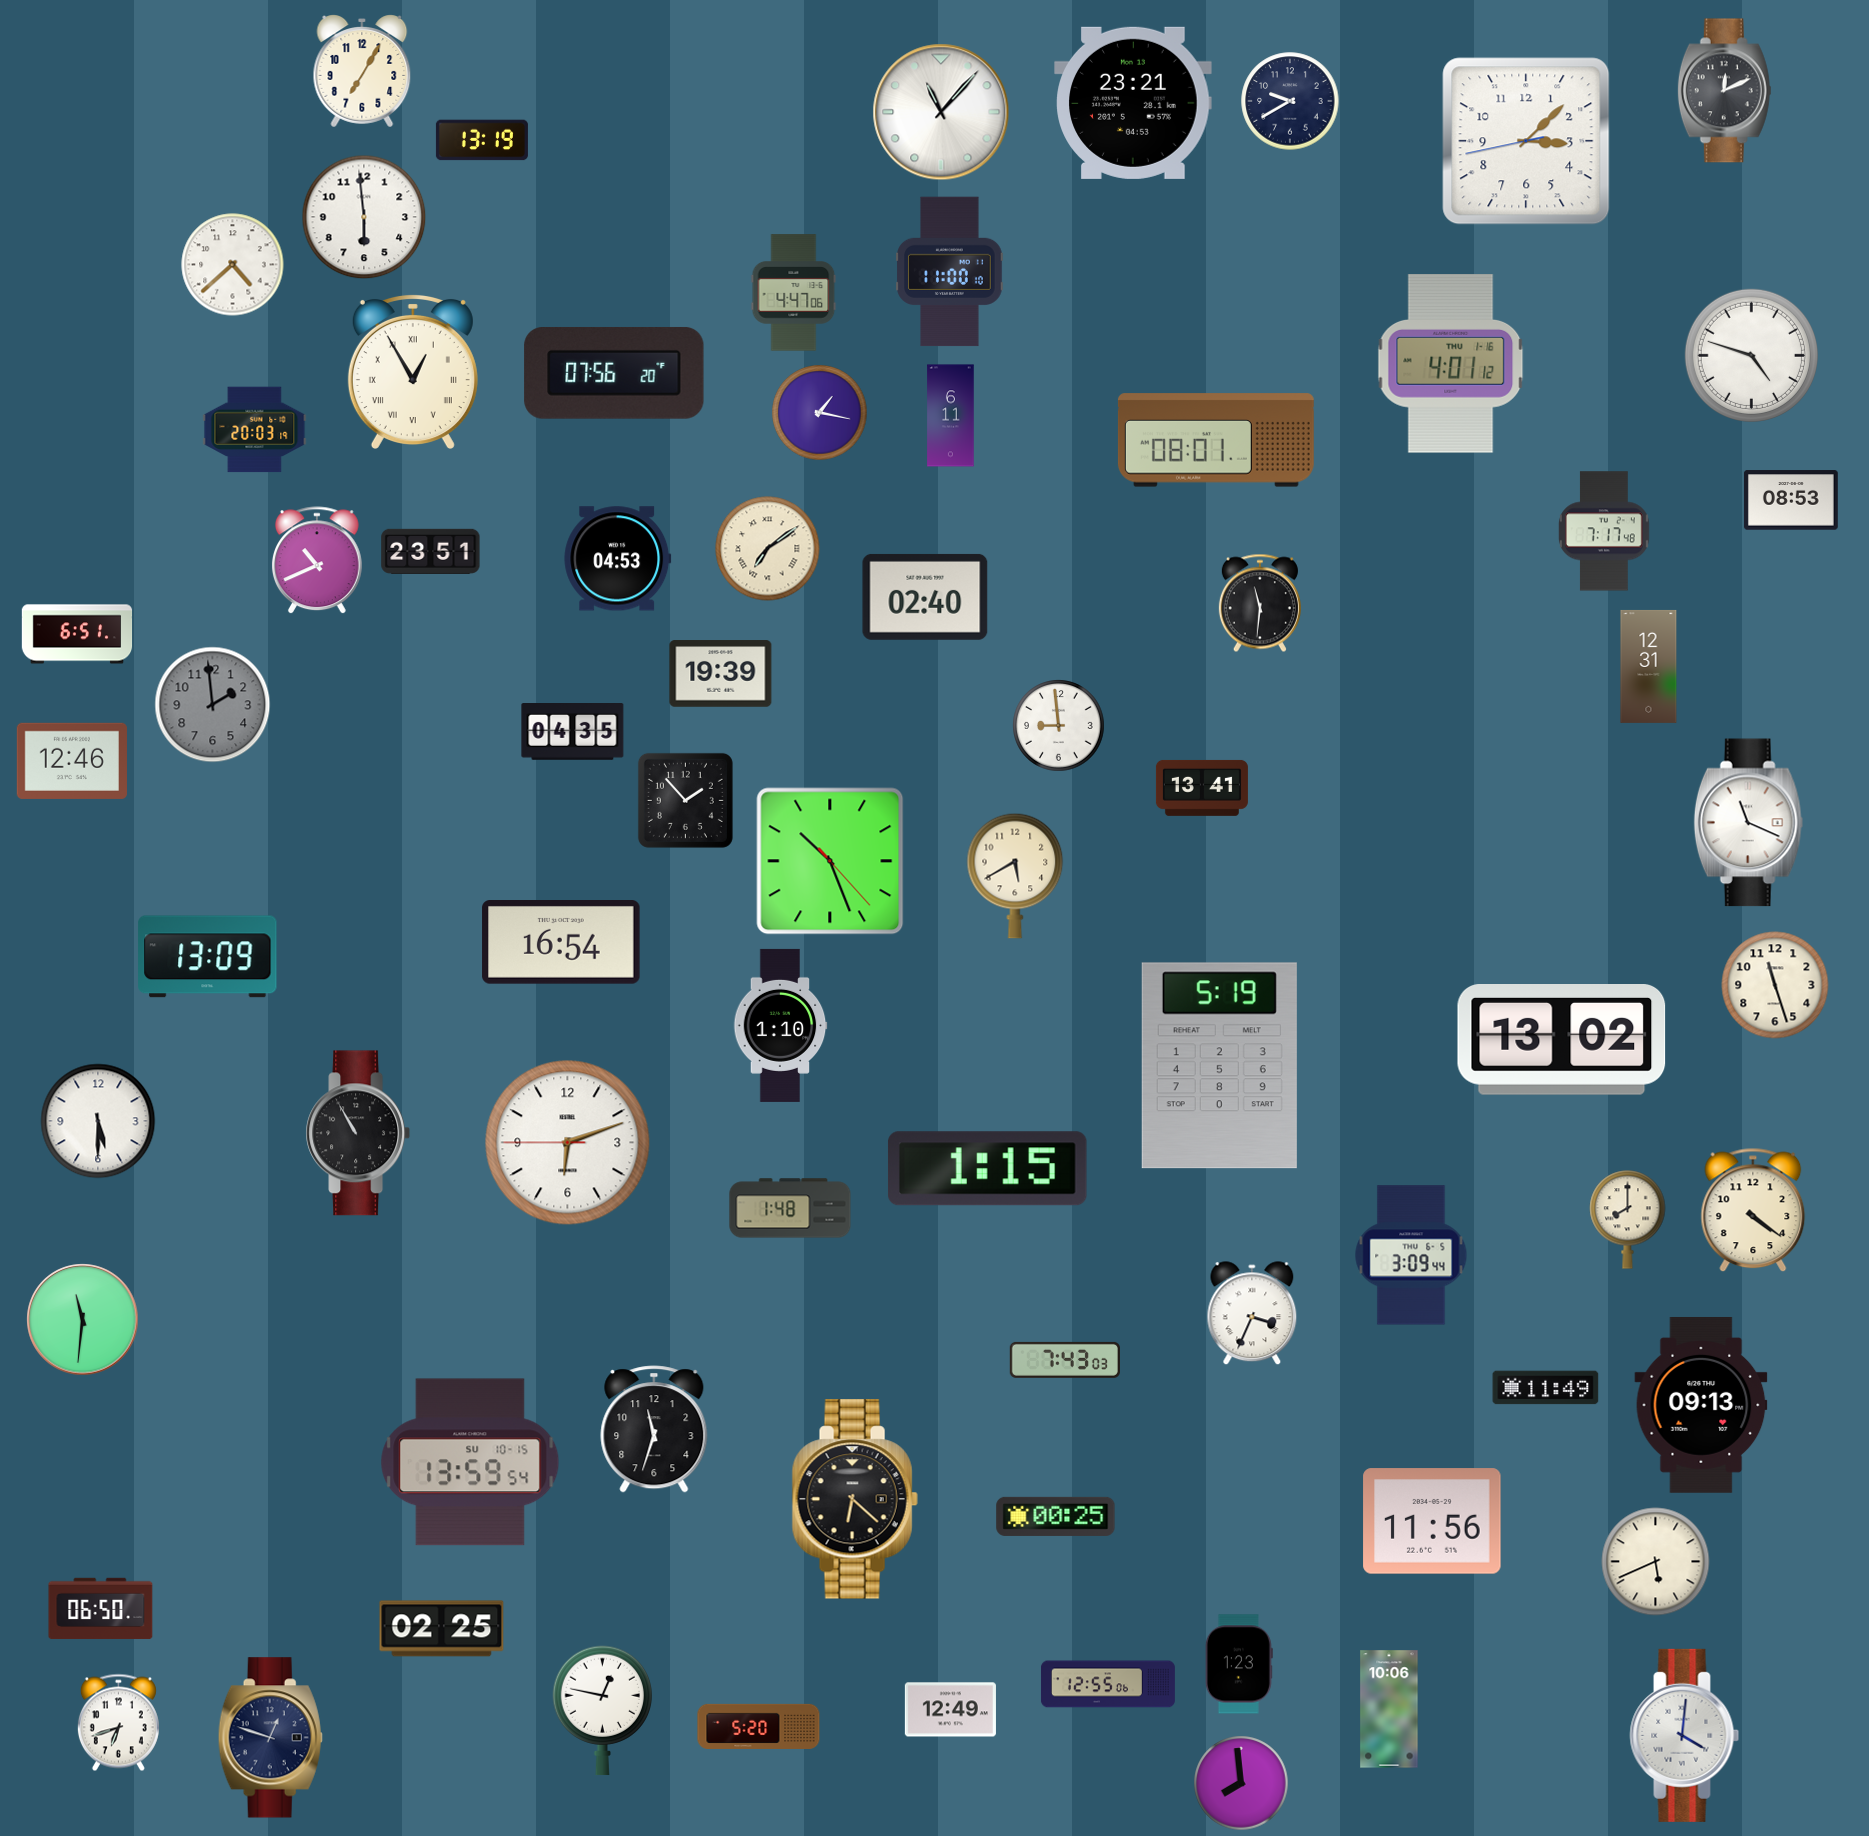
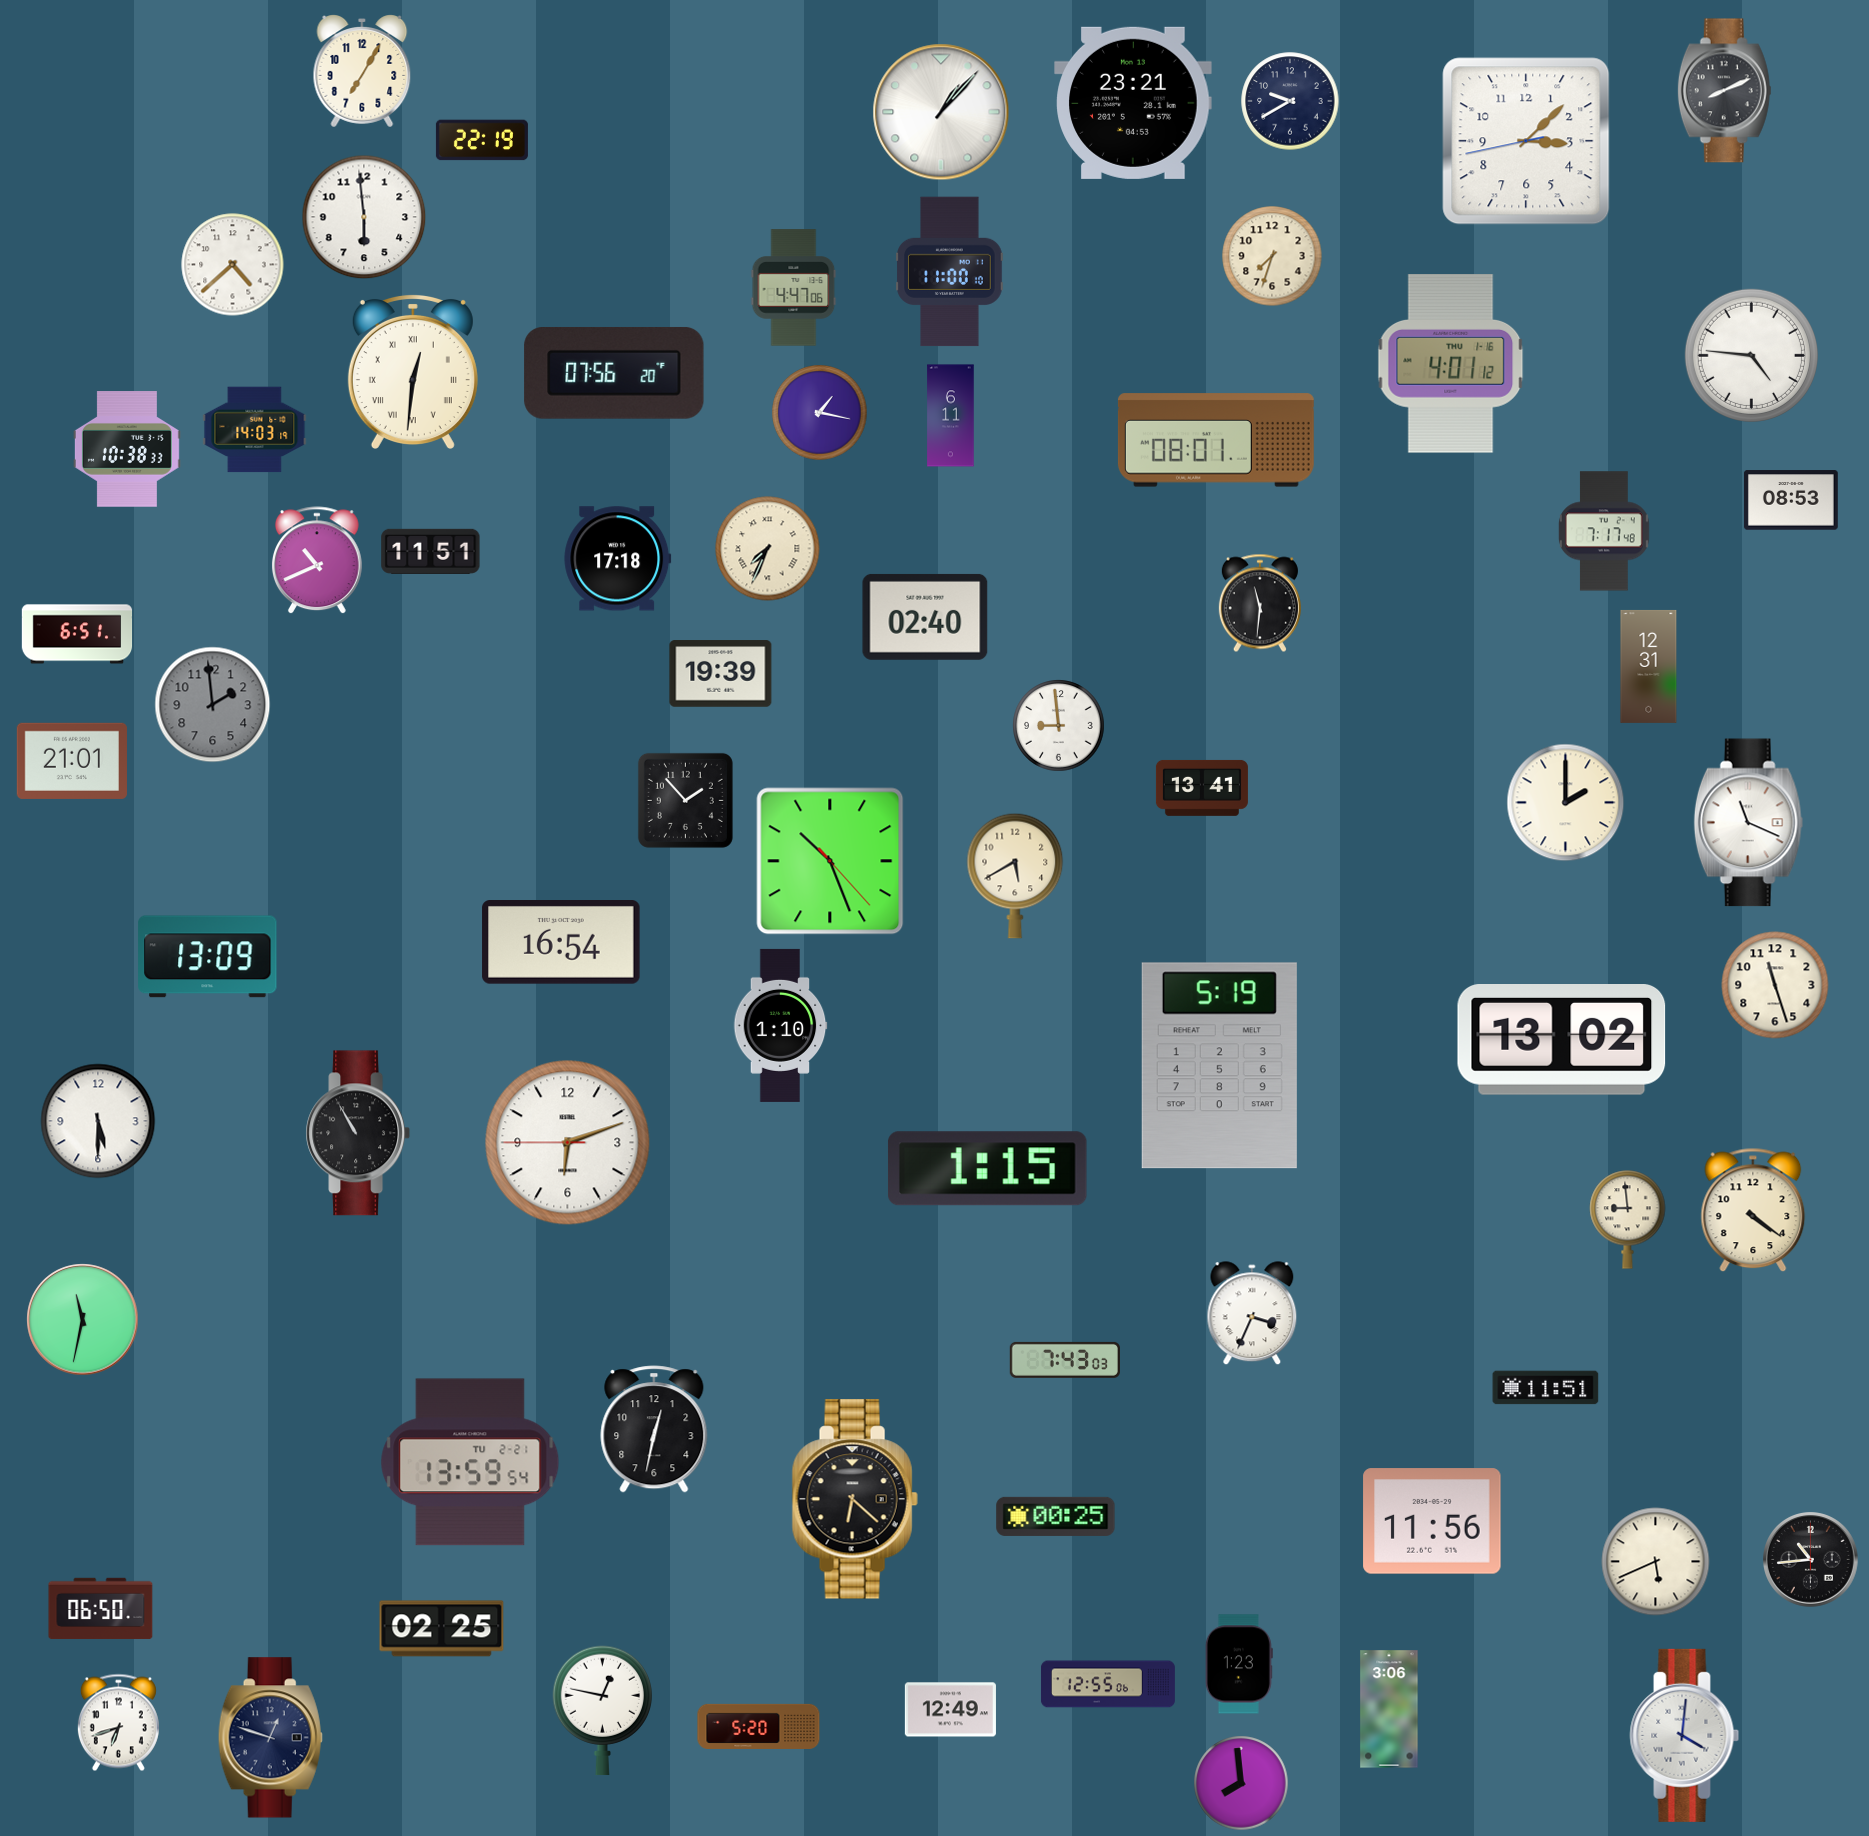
clock at (1724, 91): 12:11 -> 8:11
clock at (941, 112): 11:07 -> 1:07
clock at (482, 140): 13:19 -> 22:19
clock at (1272, 256): none -> 7:33
clock at (794, 293) position: (794, 293) -> (794, 288)
clock at (1751, 355): 4:48 -> 4:46
clock at (413, 371): 12:55 -> 12:31
clock at (255, 430): 20:03 -> 14:03
clock at (127, 449): none -> 10:38
clock at (768, 549): 7:09 -> 7:34
clock at (431, 551): 23:51 -> 11:51
clock at (618, 559): 04:53 -> 17:18
clock at (925, 597) position: (925, 597) -> (925, 617)
clock at (573, 732): 04:35 -> none
clock at (72, 761): 12:46 -> 21:01
clock at (1566, 803): none -> 2:00
clock at (790, 1208): 1:48 -> none
clock at (1628, 1220): 8:00 -> 8:59
clock at (1411, 1255): 3:09 -> none
clock at (83, 1320): 11:31 -> 11:32
clock at (1546, 1388): 11:49 -> 11:51
clock at (1701, 1405): 09:13 -> none
clock at (654, 1429): 11:33 -> 12:32
clock at (470, 1462) date: SU 10-15 -> TU 2-21
clock at (1811, 1560): none -> 10:44
clock at (1389, 1709): 10:06 -> 3:06
